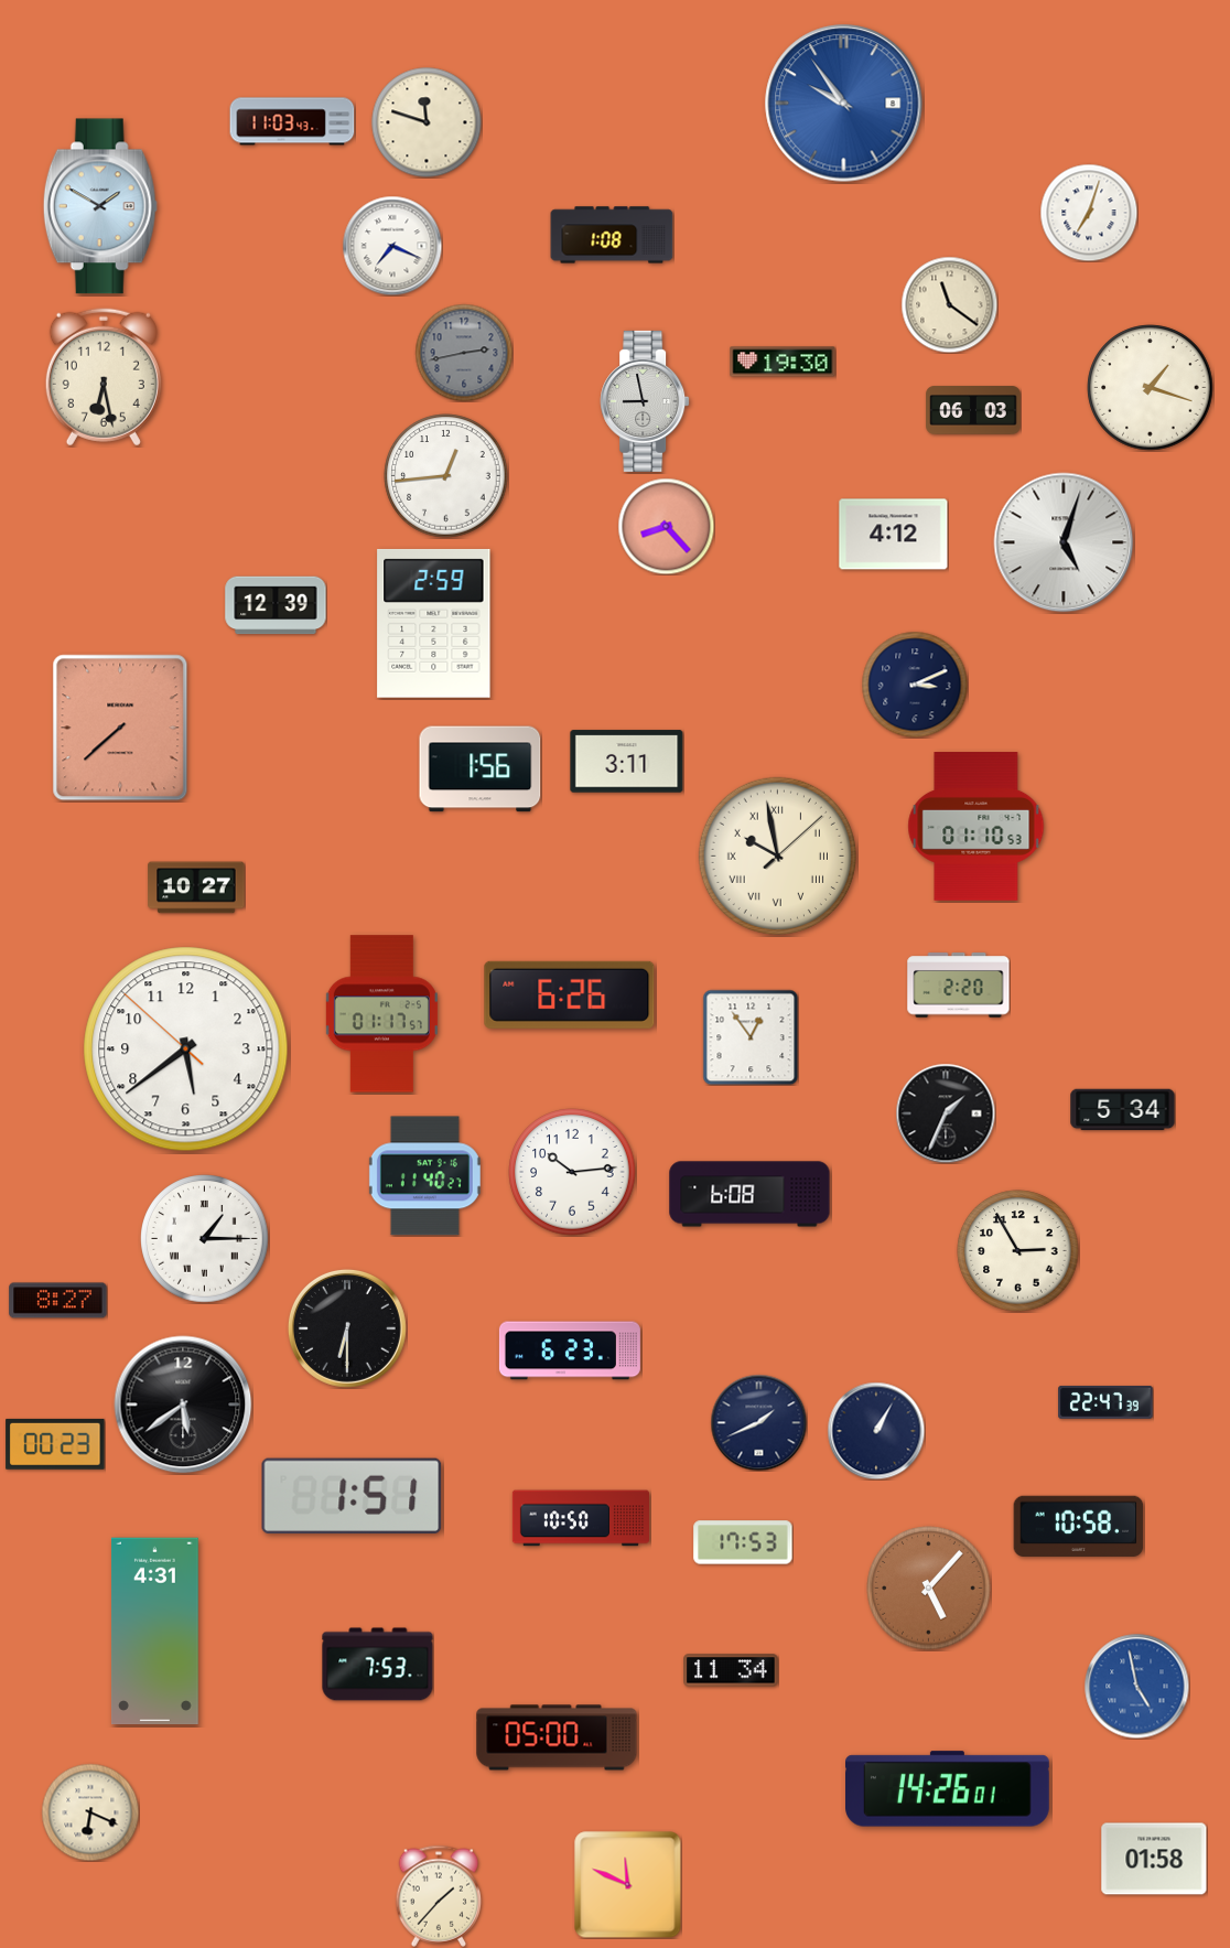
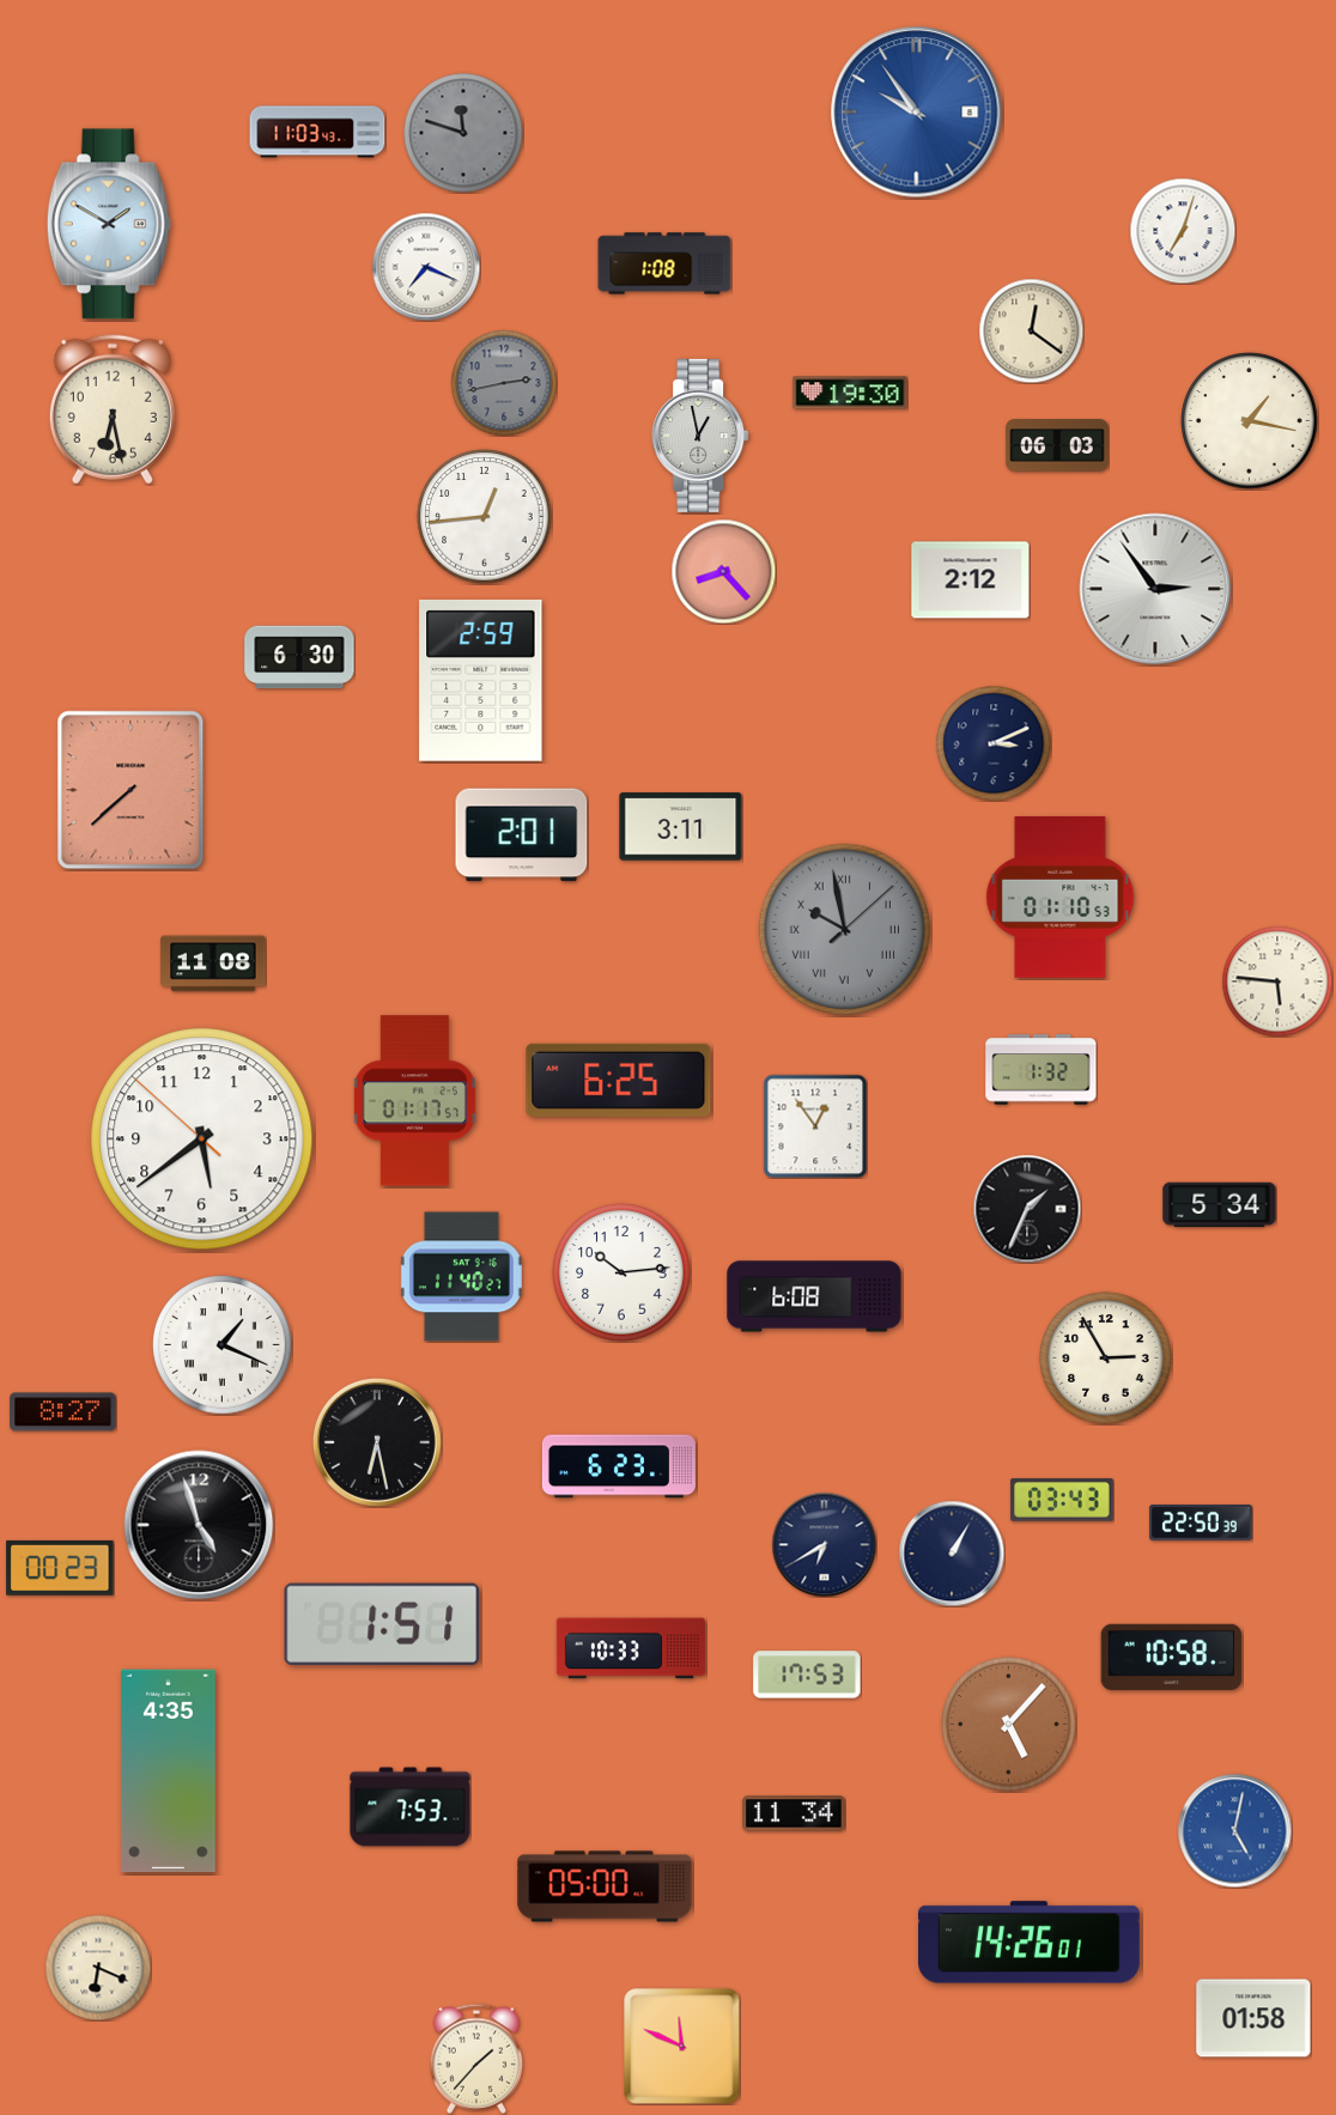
clock at (427, 122) dial: cream -> grey
clock at (612, 235) position: (612, 235) -> (664, 263)
clock at (949, 304): 11:21 -> 12:21
clock at (1151, 388): 1:18 -> 1:17
clock at (645, 401): 8:58 -> 12:58
clock at (894, 535): 4:12 -> 2:12
clock at (1064, 542): 5:03 -> 2:54
clock at (276, 605): 12:39 -> 6:30
clock at (434, 623) position: (434, 623) -> (481, 680)
clock at (481, 769): 1:56 -> 2:01
clock at (777, 855) dial: cream -> grey
clock at (196, 887): 10:27 -> 11:08
clock at (1277, 981): none -> 5:46
clock at (959, 986): 2:20 -> 1:32
clock at (570, 994): 6:26 -> 6:25
clock at (205, 1239): 1:15 -> 1:19
clock at (347, 1328): 6:30 -> 6:28
clock at (1062, 1500): none -> 03:43
clock at (1105, 1402): 22:47 -> 22:50
clock at (183, 1405): 5:39 -> 4:57
clock at (758, 1422): 1:41 -> 6:40
clock at (581, 1518): 10:50 -> 10:33
clock at (155, 1632): 4:31 -> 4:35
clock at (1136, 1686): 4:58 -> 5:02
